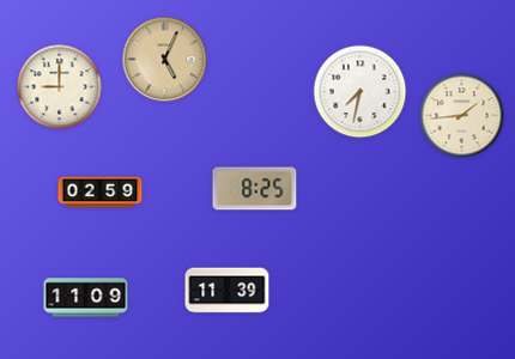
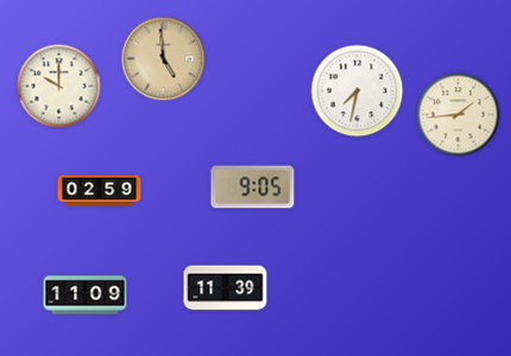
clock at (165, 60): 5:04 -> 4:59
clock at (60, 87): 9:00 -> 10:00
clock at (255, 189): 8:25 -> 9:05
